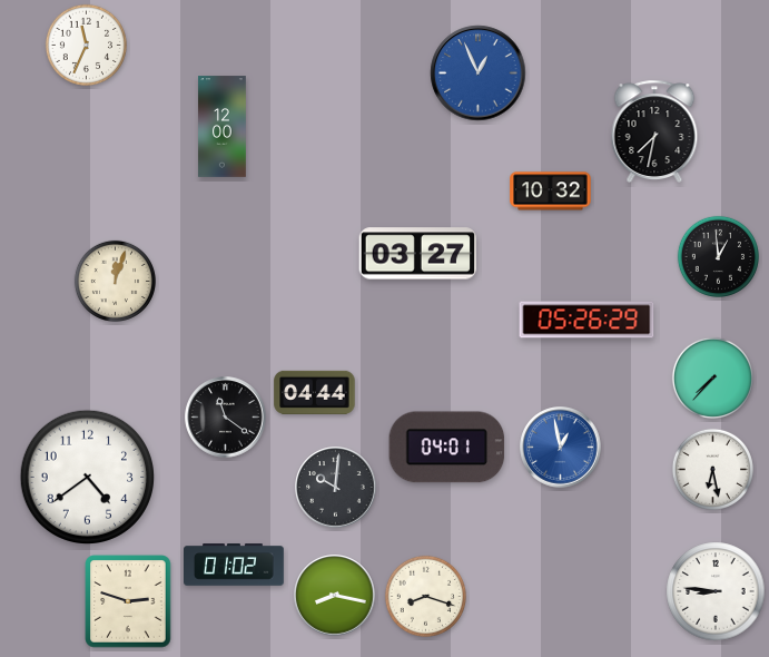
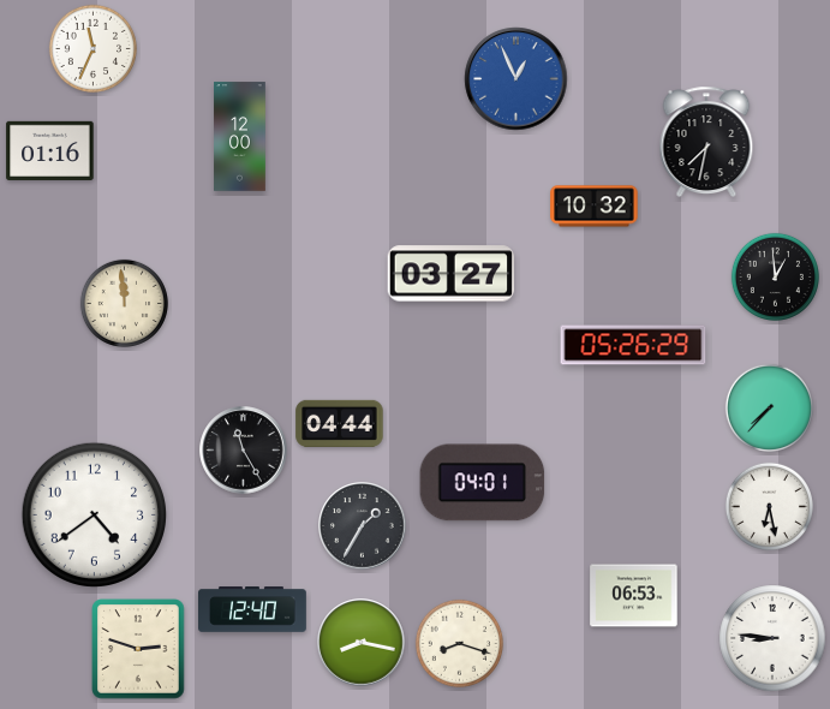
clock at (50, 150): none -> 01:16
clock at (115, 281): 12:03 -> 11:59
clock at (226, 418): 11:21 -> 11:25
clock at (561, 448): 12:58 -> none
clock at (336, 488): 10:01 -> 1:35
clock at (634, 596): none -> 06:53
clock at (235, 565): 01:02 -> 12:40
